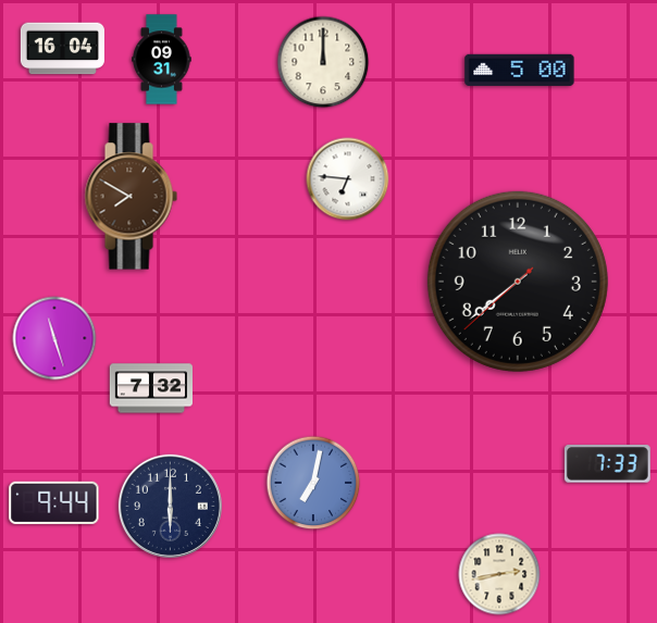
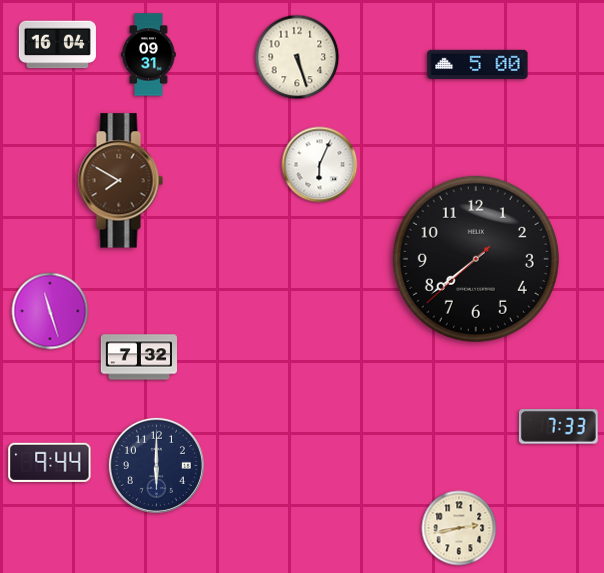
clock at (323, 62): 12:00 -> 5:27
clock at (348, 179): 6:46 -> 6:04
clock at (313, 483): 7:02 -> none
